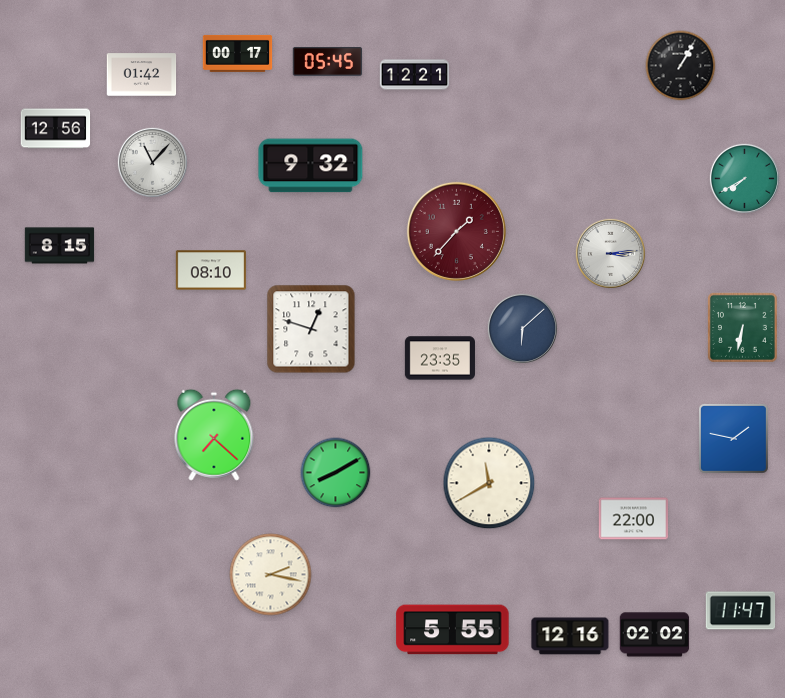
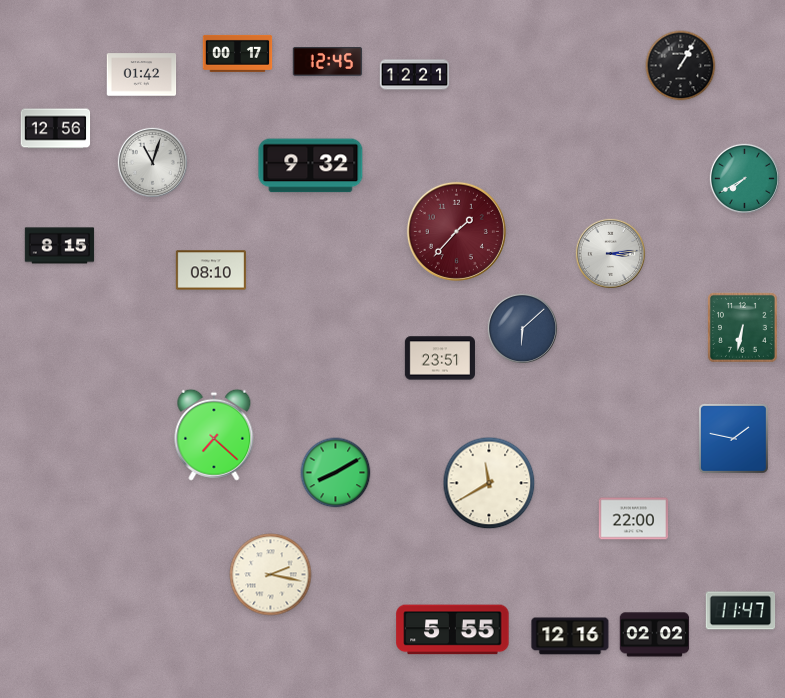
clock at (328, 62): 05:45 -> 12:45
clock at (152, 162): 11:07 -> 11:03
clock at (311, 329): 12:48 -> none
clock at (439, 358): 23:35 -> 23:51
